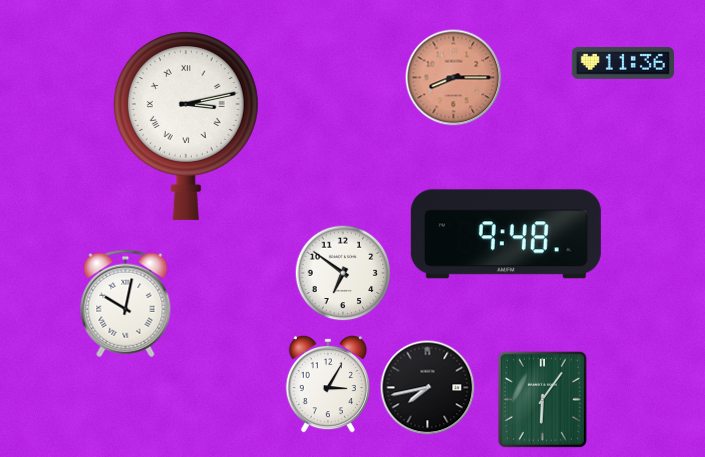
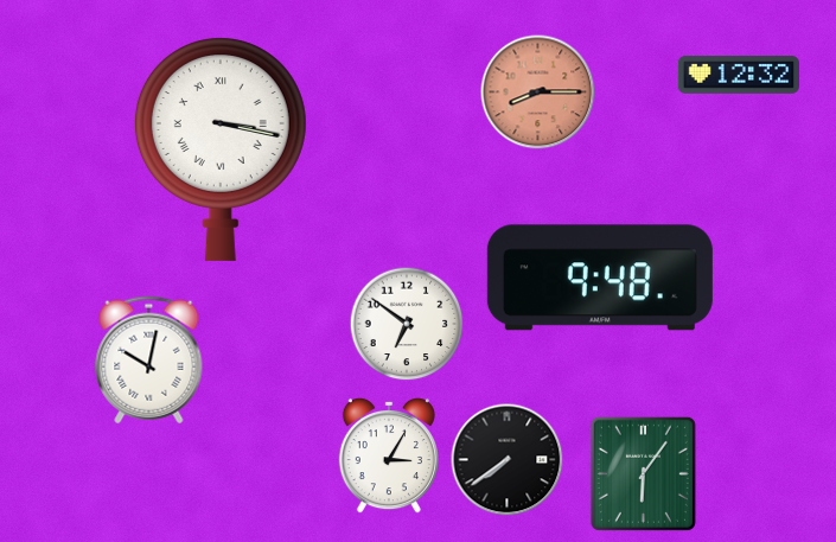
clock at (622, 63): 11:36 -> 12:32
clock at (186, 126): 3:13 -> 3:17
clock at (427, 387): 7:43 -> 7:39
